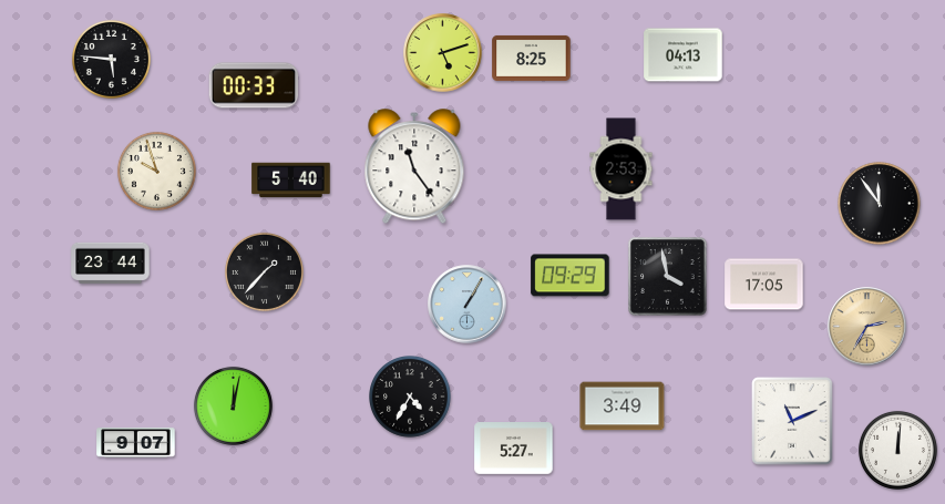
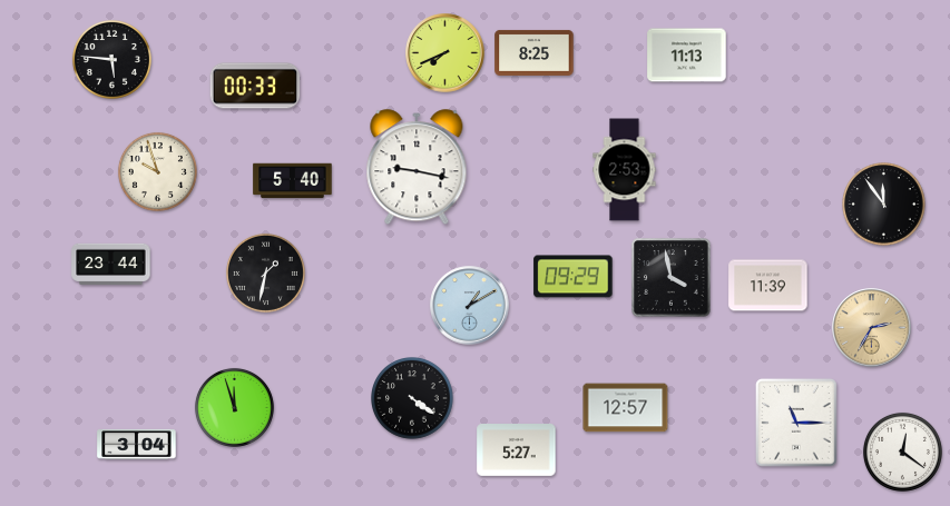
clock at (443, 53): 5:12 -> 7:41
clock at (684, 55): 04:13 -> 11:13
clock at (532, 58) position: (532, 58) -> (535, 52)
clock at (414, 167): 11:24 -> 9:17
clock at (264, 271): 1:37 -> 1:32
clock at (764, 285): 17:05 -> 11:39
clock at (468, 305): 1:05 -> 1:10
clock at (411, 398): 4:35 -> 4:21
clock at (233, 405): 12:02 -> 11:57
clock at (623, 407): 3:49 -> 12:57
clock at (792, 421): 11:11 -> 11:15
clock at (136, 443): 9:07 -> 3:04
clock at (897, 450): 12:01 -> 12:21
